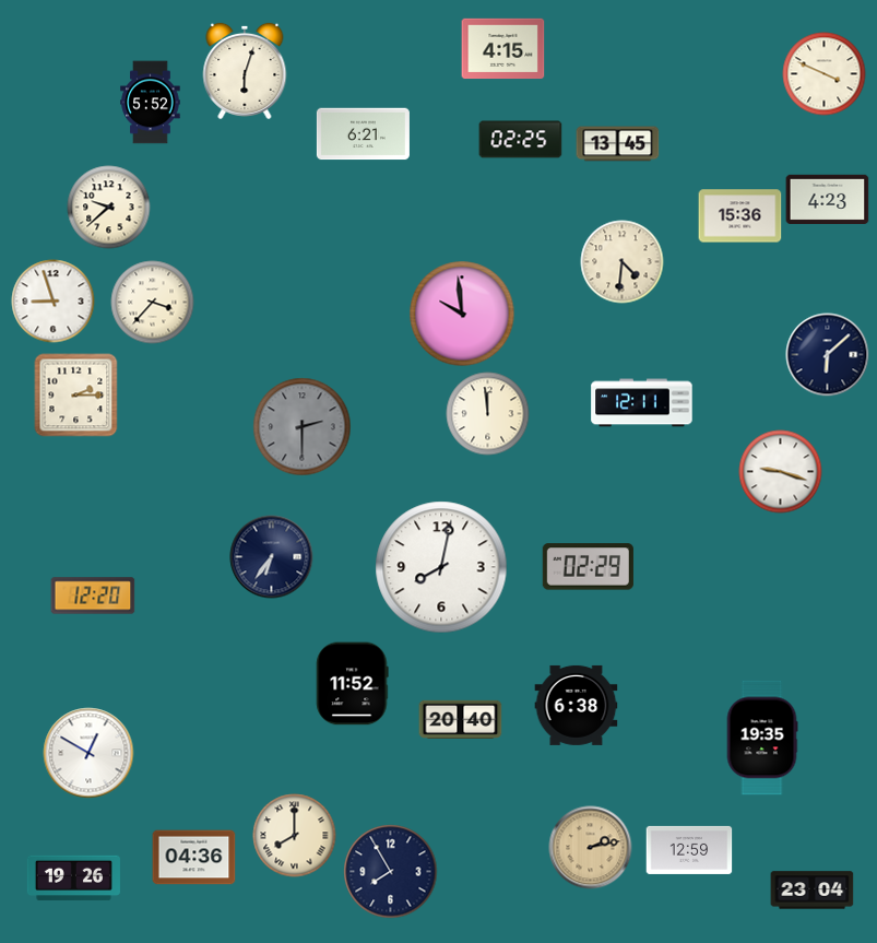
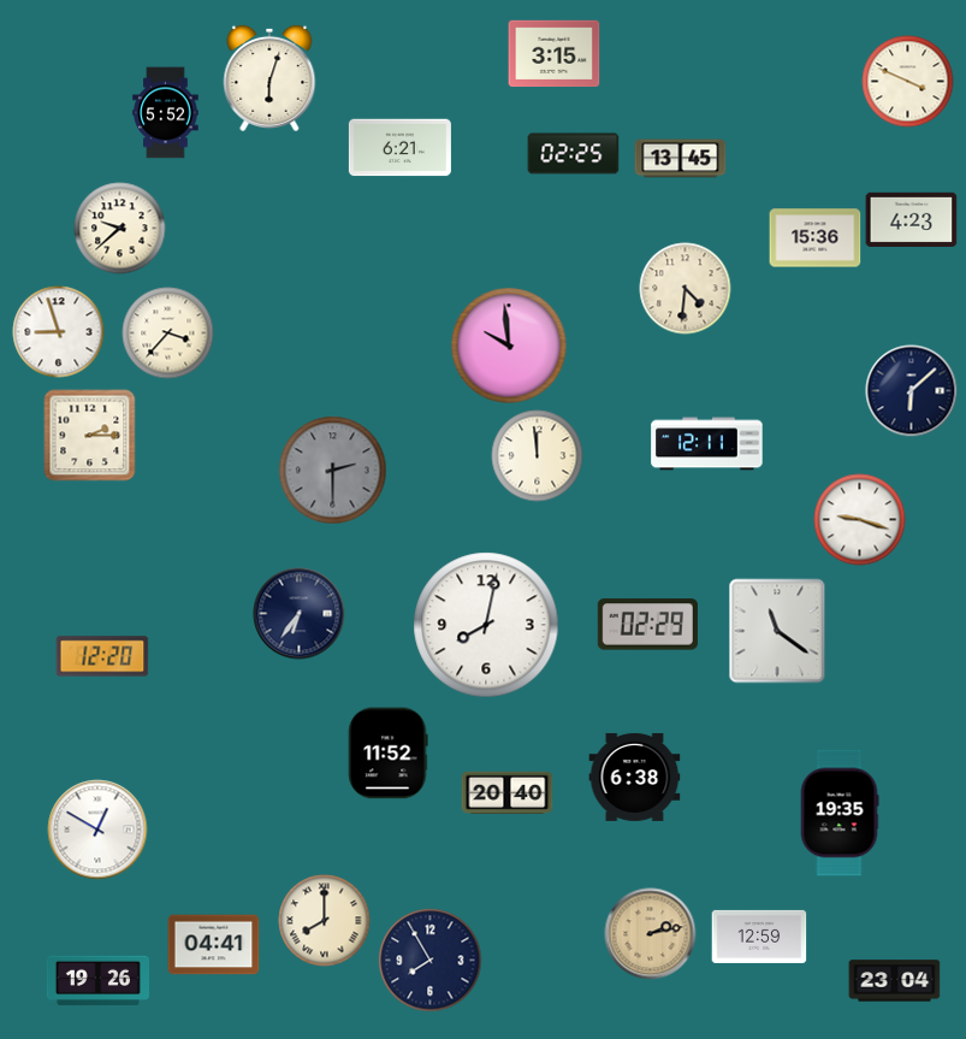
clock at (503, 49): 4:15 -> 3:15
clock at (76, 396) position: (76, 396) -> (90, 436)
clock at (777, 631): none -> 11:21
clock at (194, 858): 04:36 -> 04:41
clock at (73, 879) position: (73, 879) -> (97, 981)
